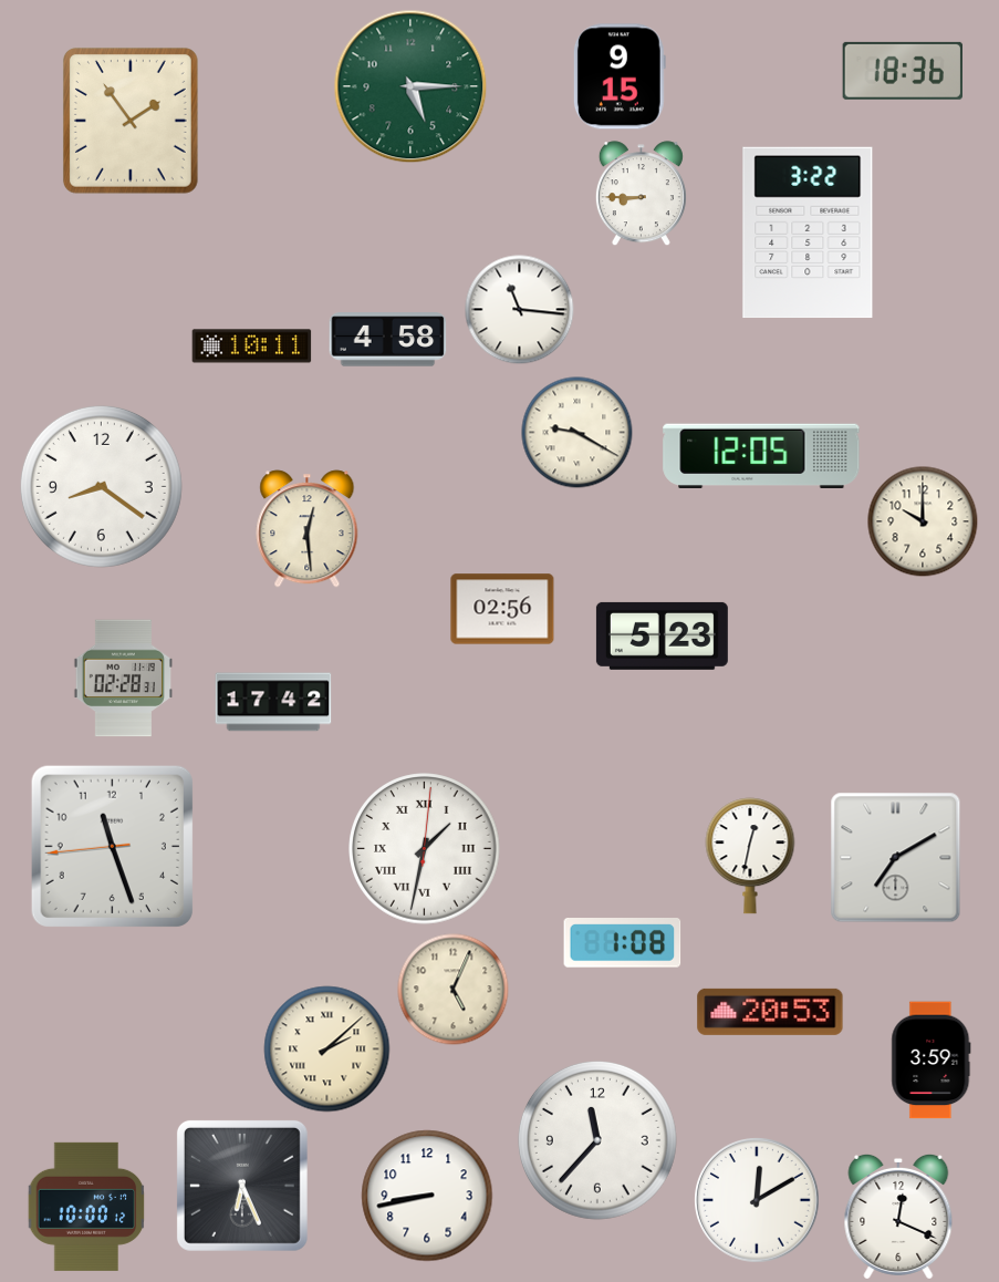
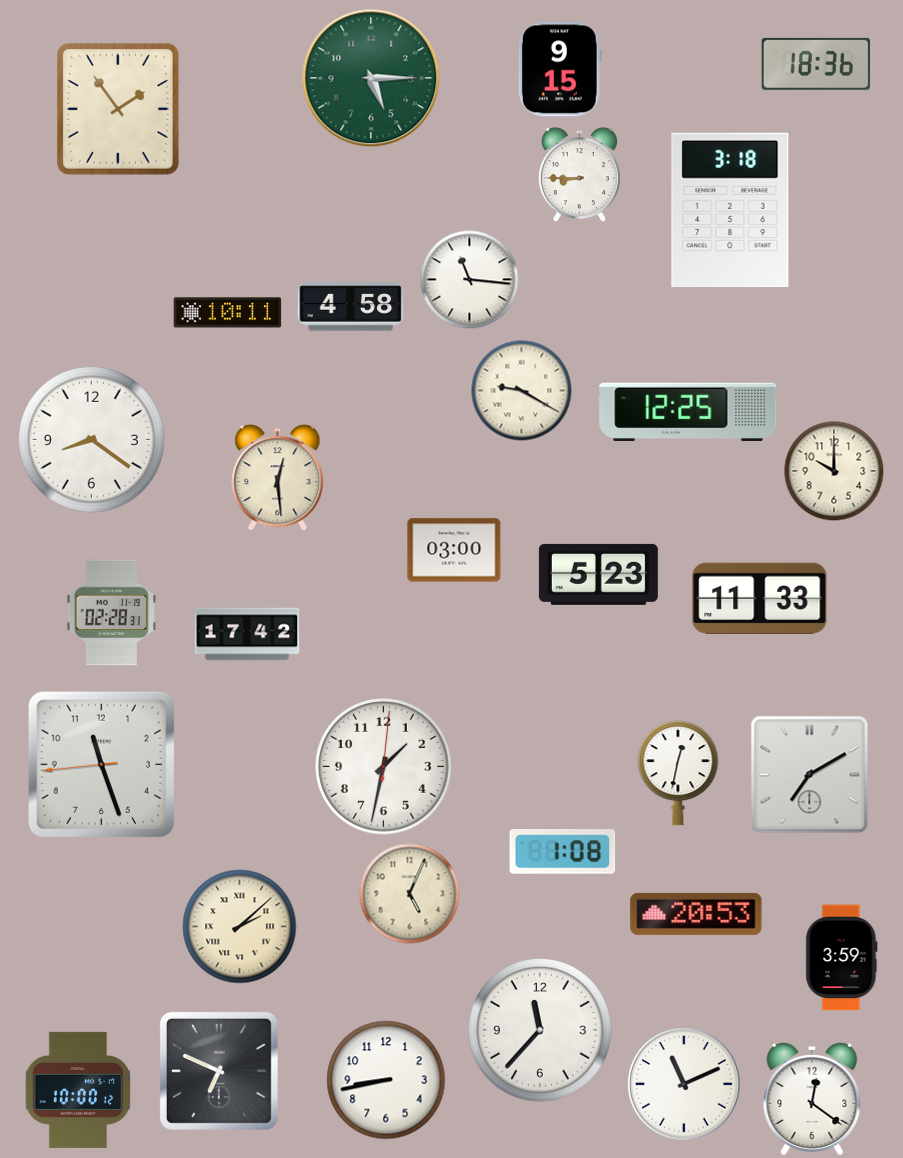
clock at (808, 232): 3:22 -> 3:18
clock at (761, 455): 12:05 -> 12:25
clock at (502, 609): 02:56 -> 03:00
clock at (760, 598): none -> 11:33
clock at (425, 849) numerals: Roman -> Arabic
clock at (327, 1050) position: (327, 1050) -> (240, 927)
clock at (242, 1186): 6:26 -> 6:49
clock at (757, 1200): 12:10 -> 11:11
clock at (898, 1217): 12:19 -> 12:21
